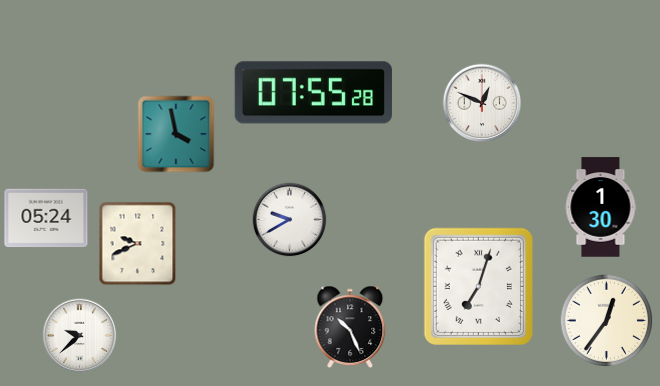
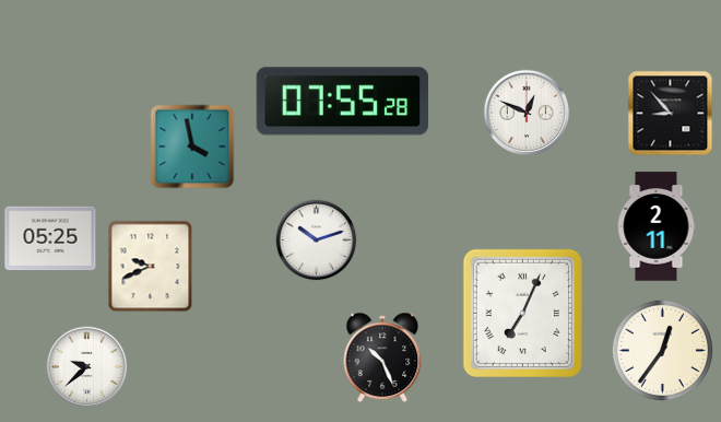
clock at (671, 114): none -> 8:53
clock at (601, 207): 1:30 -> 2:11
clock at (46, 218): 05:24 -> 05:25
clock at (290, 220): 9:40 -> 10:12
clock at (478, 286): 7:03 -> 7:04
